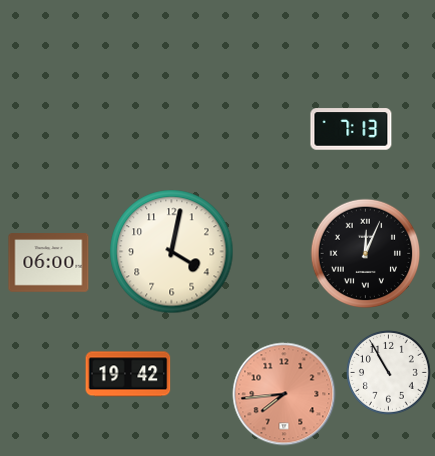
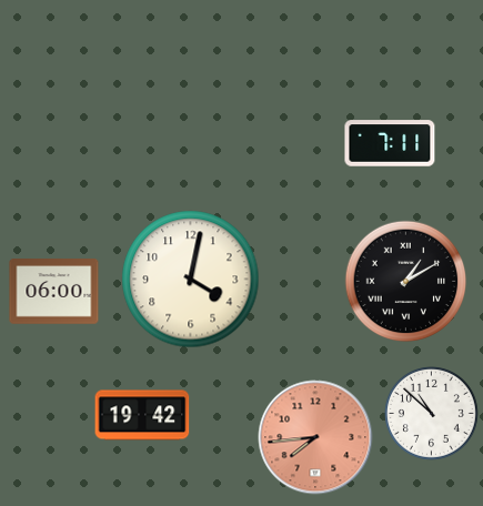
clock at (351, 129): 7:13 -> 7:11
clock at (366, 254): 12:04 -> 1:10
clock at (389, 373): 10:55 -> 10:52
